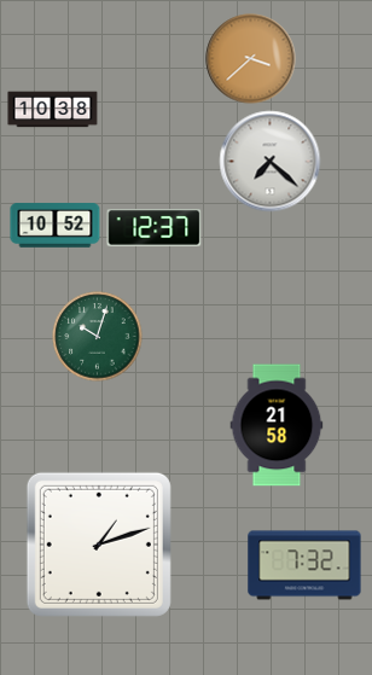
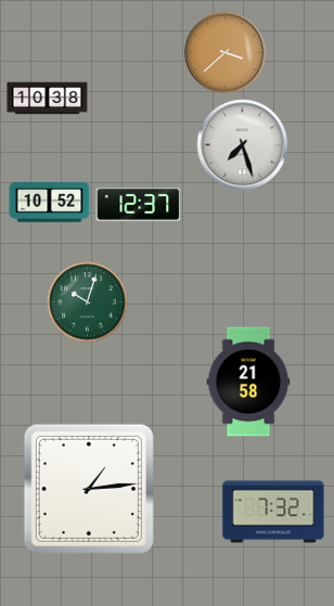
clock at (271, 162): 7:22 -> 7:27
clock at (99, 545): 1:12 -> 1:14
clock at (304, 565) position: (304, 565) -> (273, 512)
